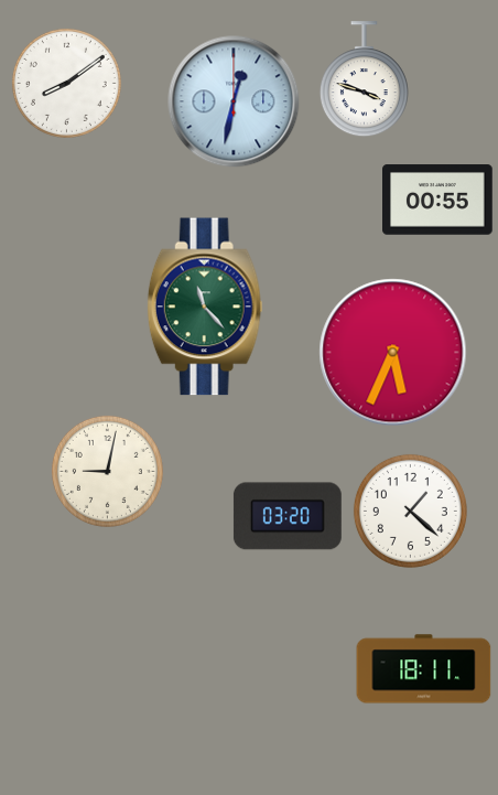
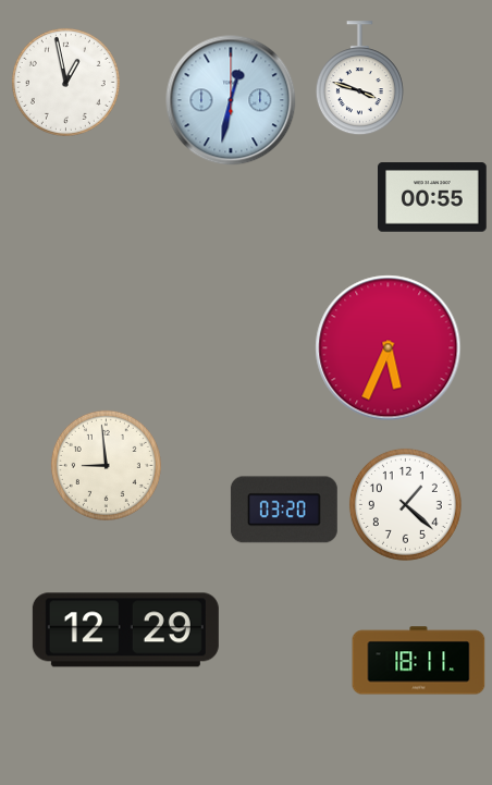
clock at (66, 83): 8:09 -> 12:58
clock at (205, 307): 11:23 -> none
clock at (107, 471): 9:02 -> 8:59
clock at (125, 630): none -> 12:29
